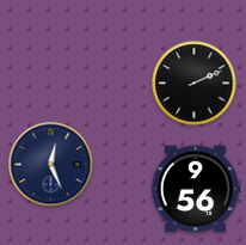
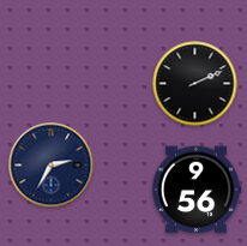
clock at (51, 165): 12:26 -> 2:35
